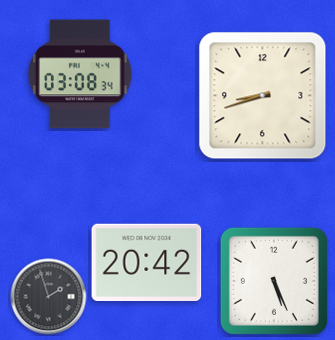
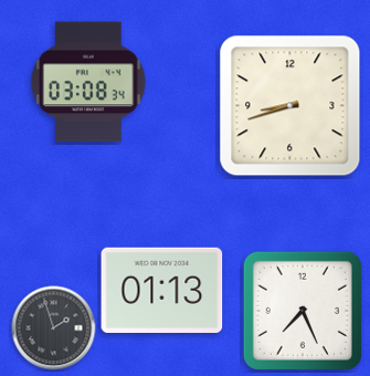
clock at (147, 262): 20:42 -> 01:13
clock at (274, 281): 5:26 -> 7:26
